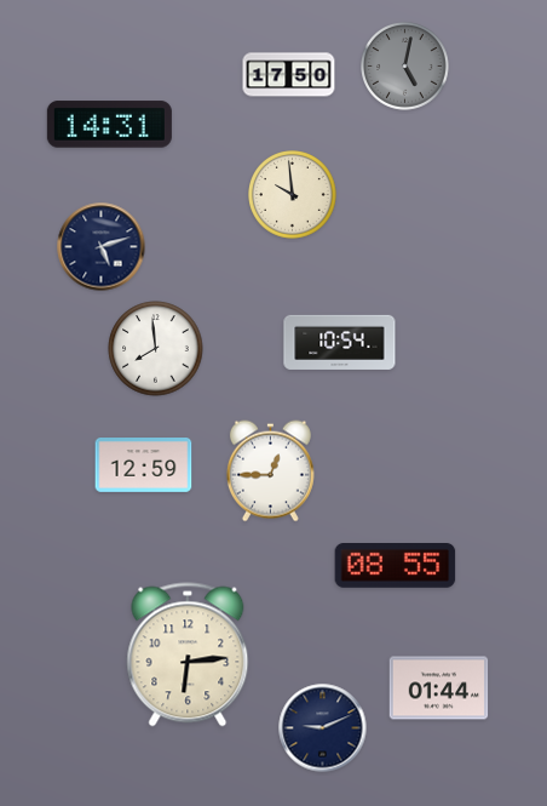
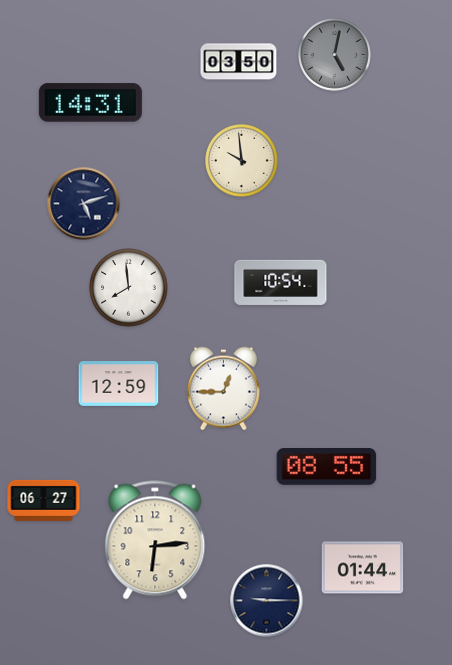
clock at (289, 75): 17:50 -> 03:50
clock at (44, 500): none -> 06:27
clock at (323, 728): 9:11 -> 9:15
